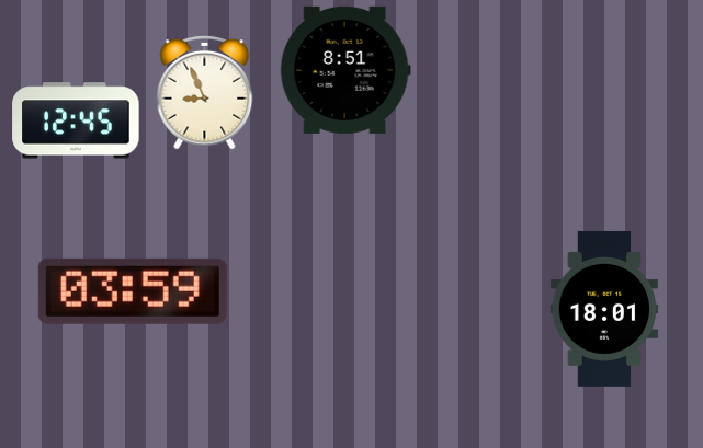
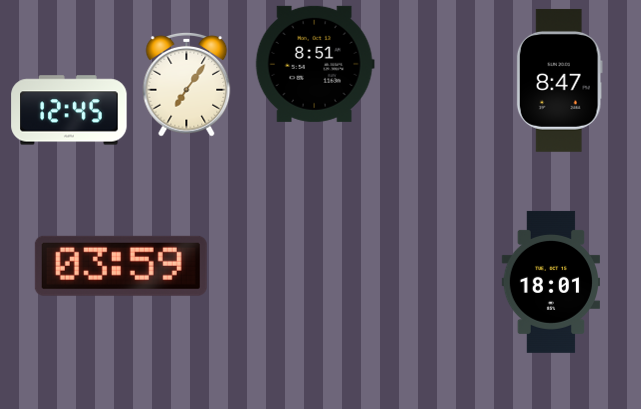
clock at (559, 80): none -> 8:47
clock at (205, 92): 8:56 -> 7:06
